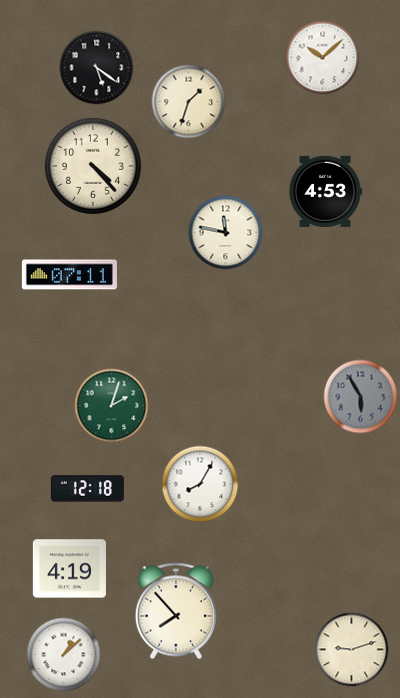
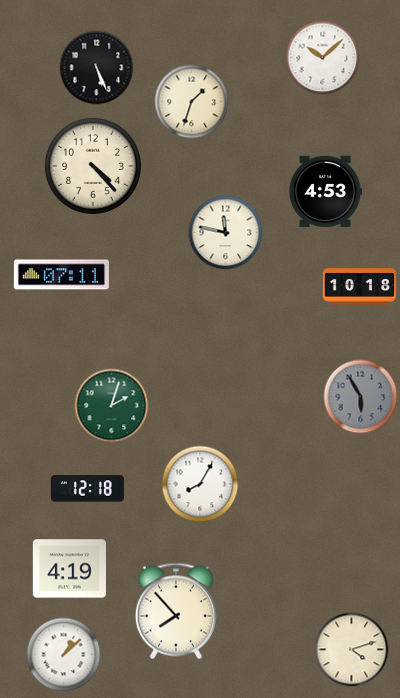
clock at (97, 68): 5:21 -> 5:26
clock at (189, 102) position: (189, 102) -> (192, 102)
clock at (69, 275) position: (69, 275) -> (61, 275)
clock at (359, 287): none -> 10:18
clock at (352, 650): 9:12 -> 4:12
